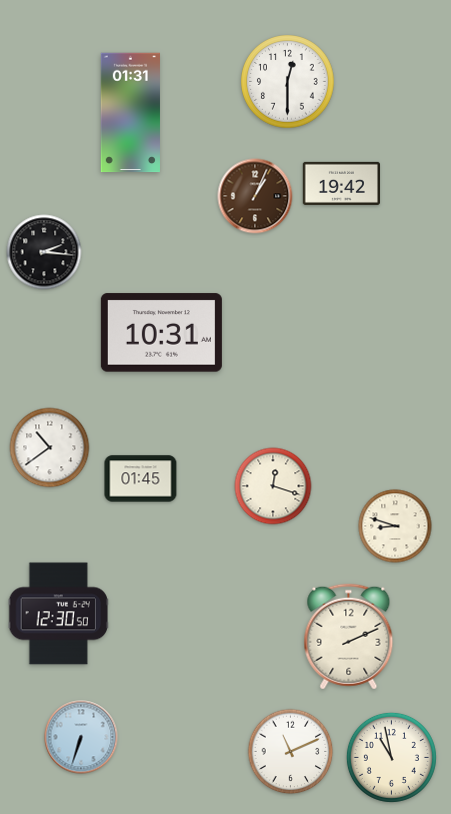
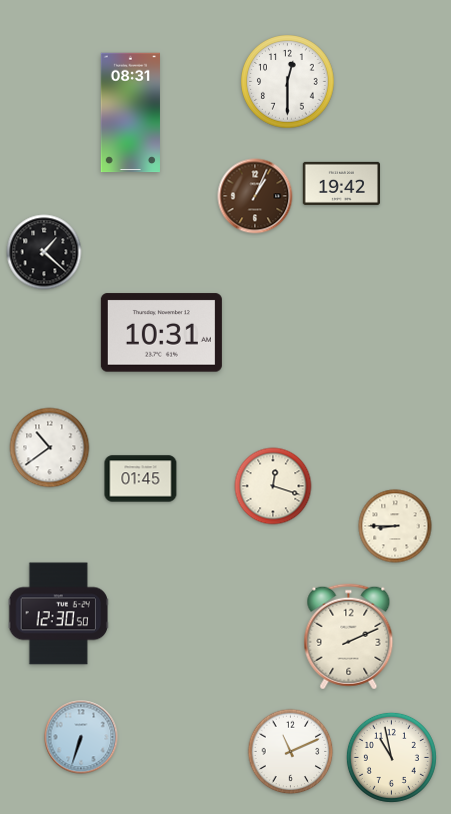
clock at (130, 113): 01:31 -> 08:31
clock at (44, 252): 2:16 -> 1:22
clock at (395, 526): 8:48 -> 8:45
